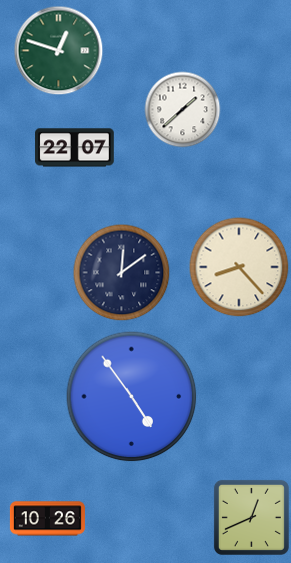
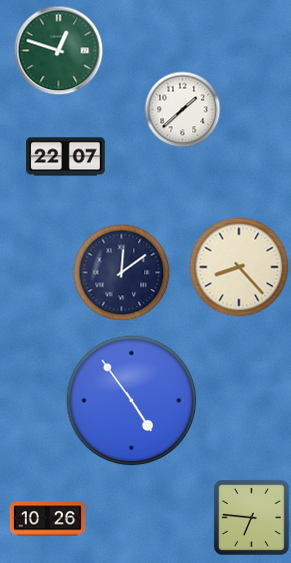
clock at (75, 148) position: (75, 148) -> (66, 157)
clock at (132, 397) position: (132, 397) -> (132, 401)
clock at (251, 517): 12:41 -> 6:46
